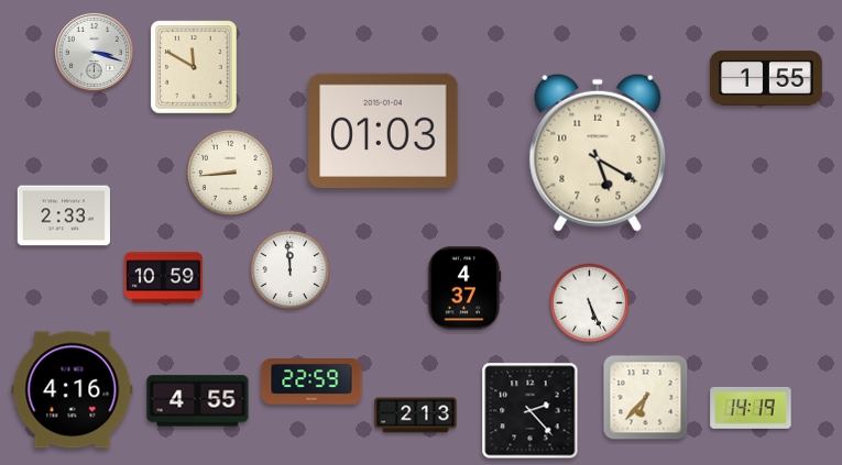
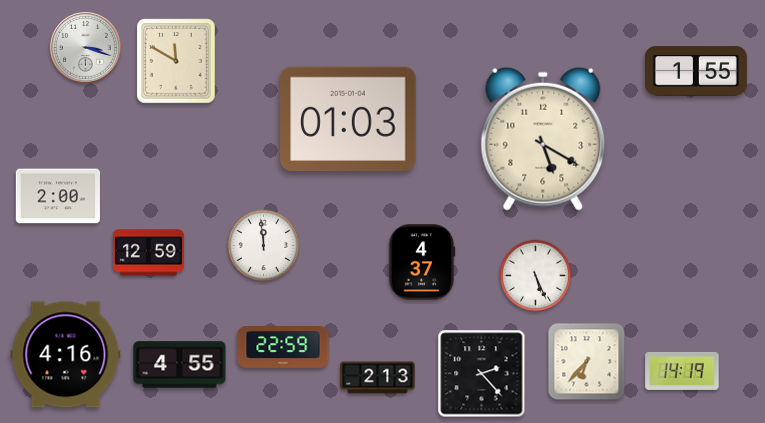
clock at (230, 173): 8:44 -> none
clock at (64, 215): 2:33 -> 2:00
clock at (163, 278): 10:59 -> 12:59
